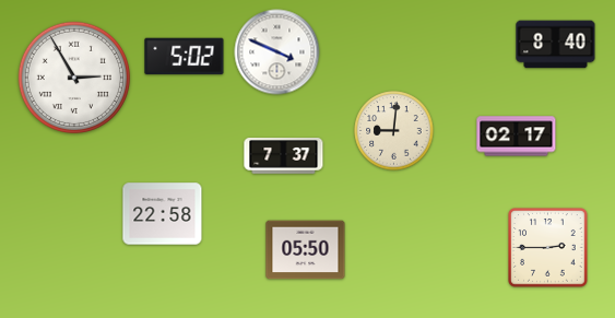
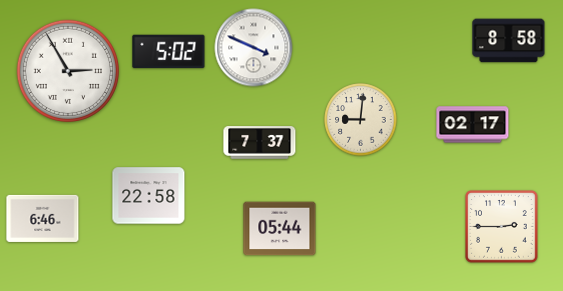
clock at (556, 45): 8:40 -> 8:58
clock at (43, 218): none -> 6:46
clock at (306, 250): 05:50 -> 05:44
